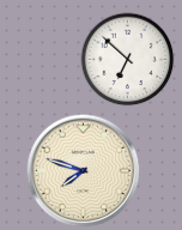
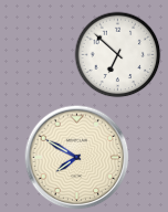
clock at (84, 171): 7:48 -> 7:50
